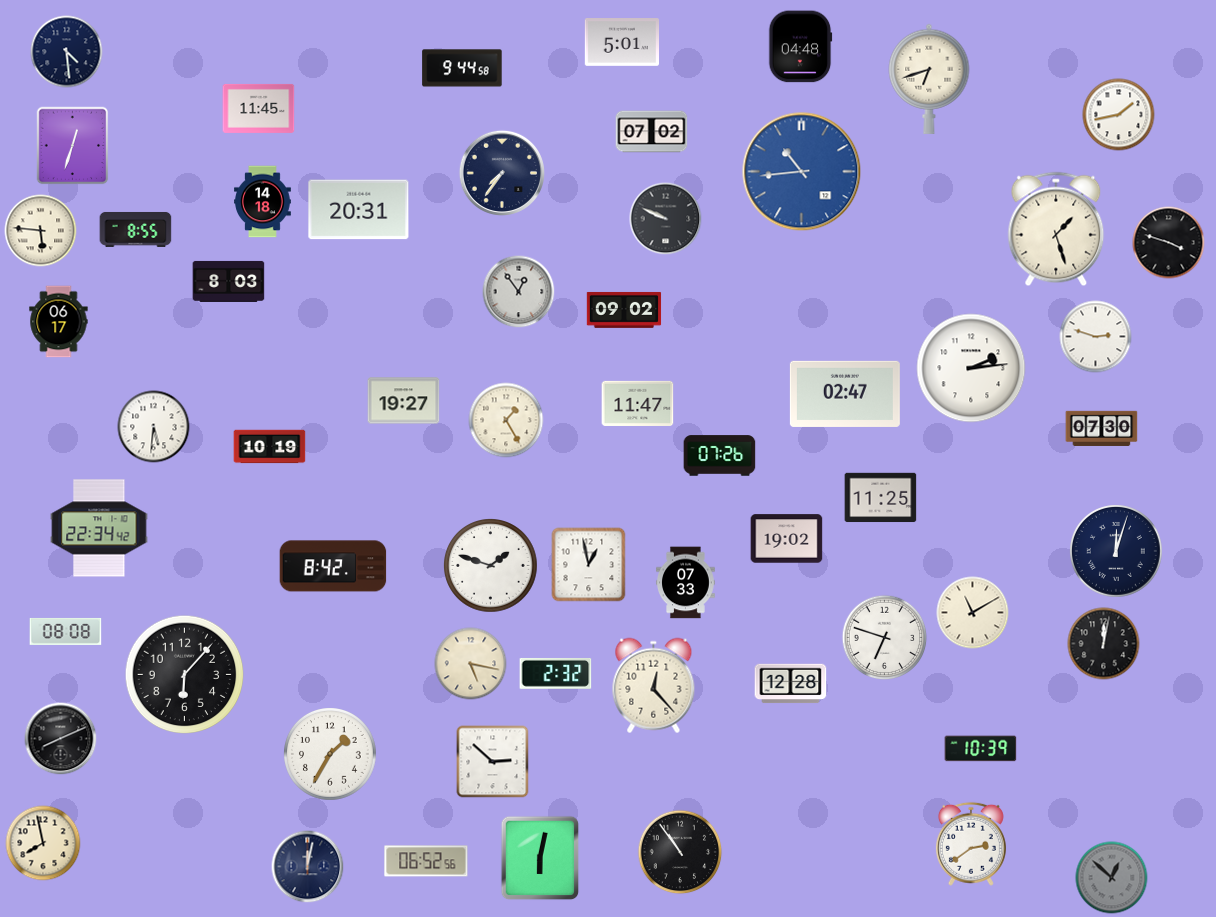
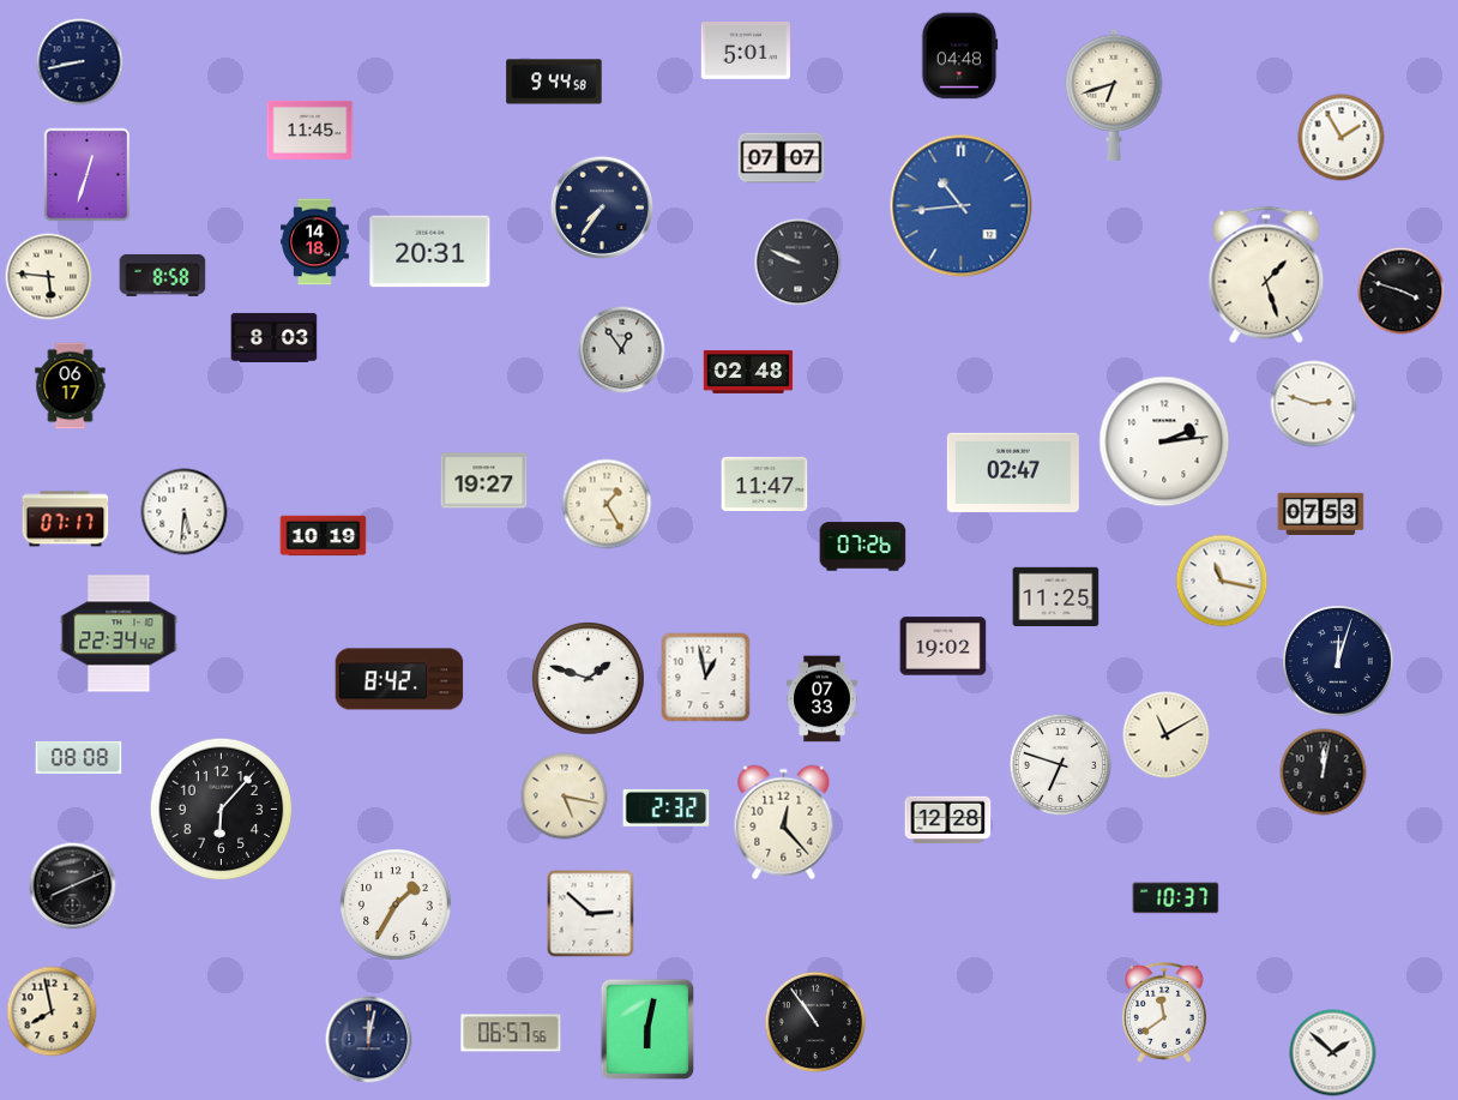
clock at (67, 52): 4:29 -> 8:43
clock at (1119, 115): 1:43 -> 1:55
clock at (652, 132): 07:02 -> 07:07
clock at (136, 230): 8:55 -> 8:58
clock at (624, 310): 09:02 -> 02:48
clock at (1102, 428): 07:30 -> 07:53
clock at (66, 519): none -> 07:17
clock at (1222, 581): none -> 11:17
clock at (981, 749): 10:39 -> 10:37
clock at (971, 844): 2:39 -> 11:39
clock at (426, 861): 06:52 -> 06:57
clock at (1112, 878): 12:52 -> 1:52
clock at (1112, 878) dial: grey -> white
